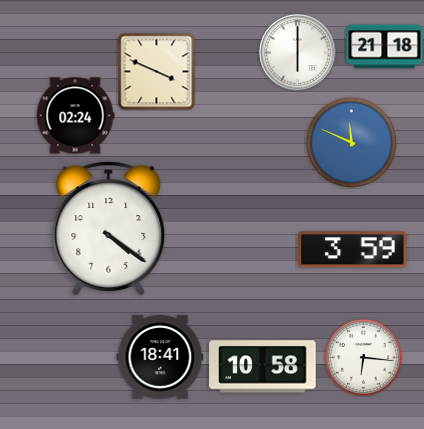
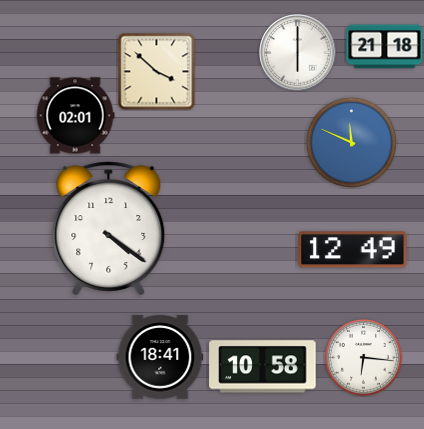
clock at (156, 71): 3:49 -> 3:52
clock at (75, 116): 02:24 -> 02:01
clock at (353, 250): 3:59 -> 12:49
